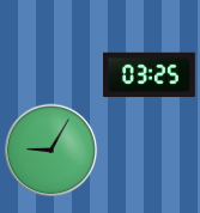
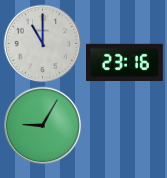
clock at (42, 43): none -> 11:00
clock at (150, 75): 03:25 -> 23:16
